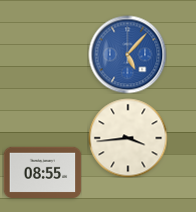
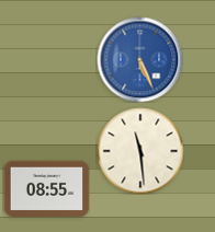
clock at (127, 54): 5:07 -> 5:26
clock at (128, 138): 3:44 -> 11:29
